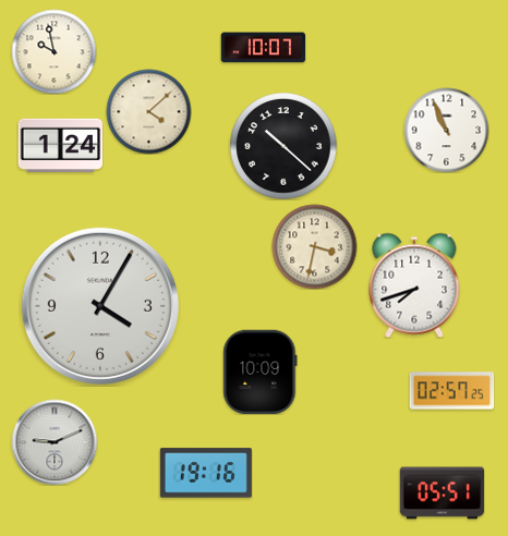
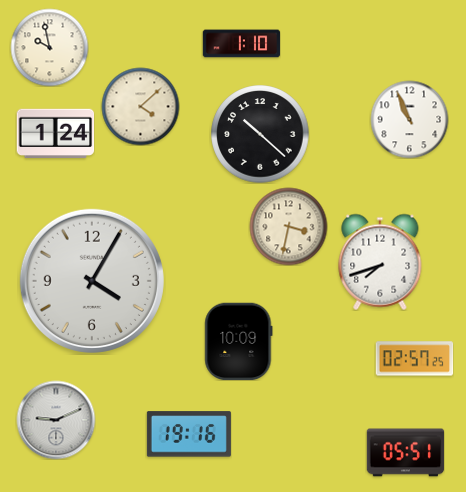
clock at (263, 48): 10:07 -> 1:10
clock at (148, 111) position: (148, 111) -> (140, 106)
clock at (55, 442) position: (55, 442) -> (56, 420)
